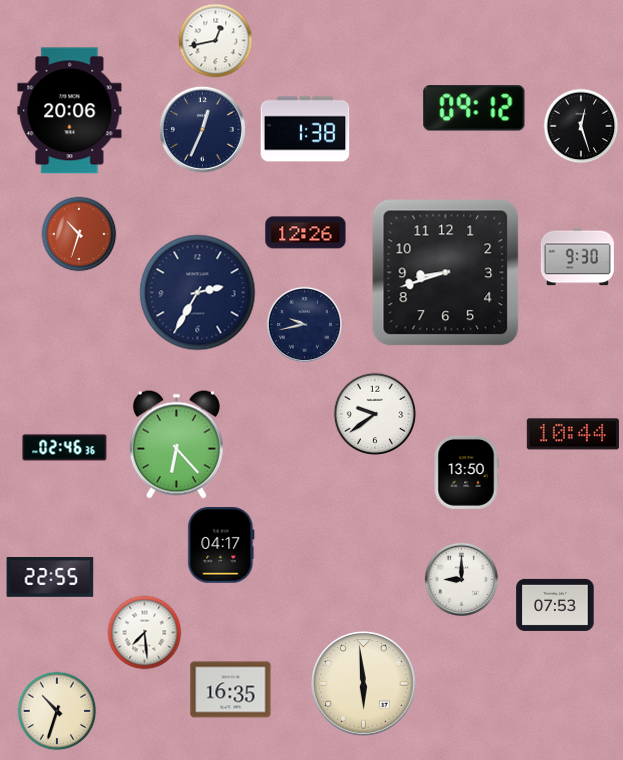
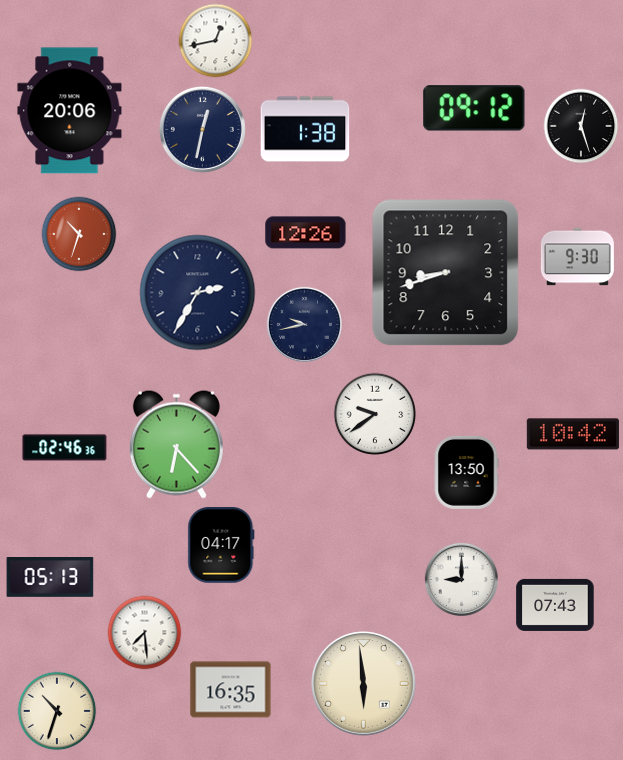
clock at (202, 129): 12:34 -> 12:32
clock at (573, 434): 10:44 -> 10:42
clock at (50, 578): 22:55 -> 05:13
clock at (555, 605): 07:53 -> 07:43
